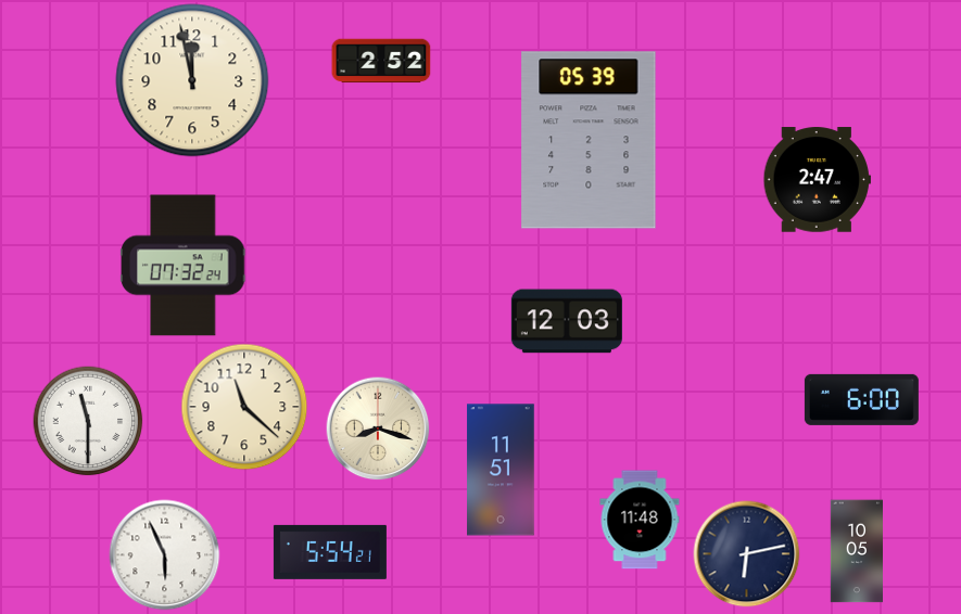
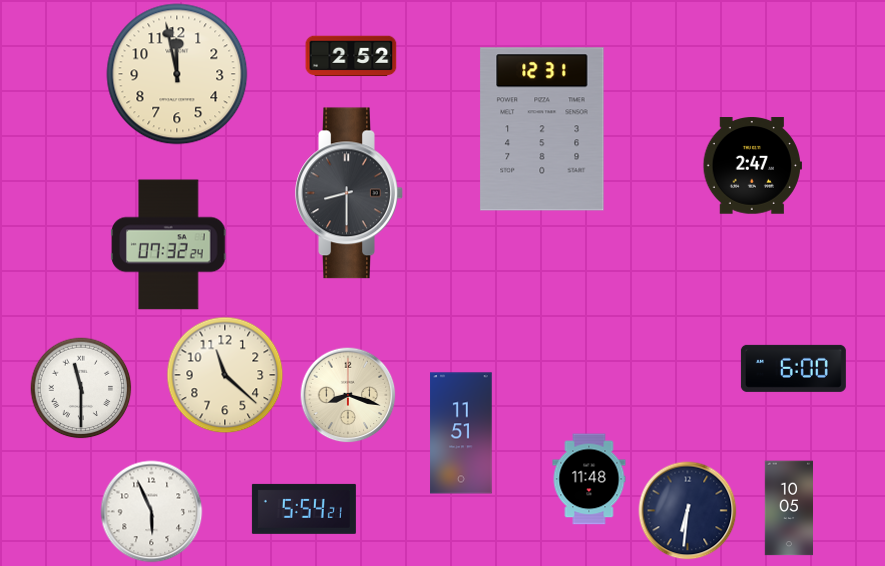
clock at (589, 140): 05:39 -> 12:31
clock at (349, 193): none -> 8:30
clock at (567, 321): 12:03 -> none
clock at (747, 554): 6:13 -> 6:31
